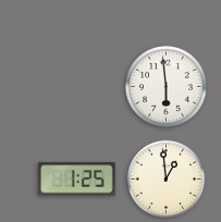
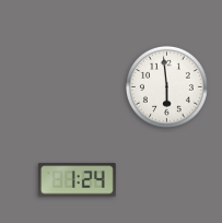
clock at (165, 178): 12:59 -> none
clock at (77, 180): 1:25 -> 1:24
